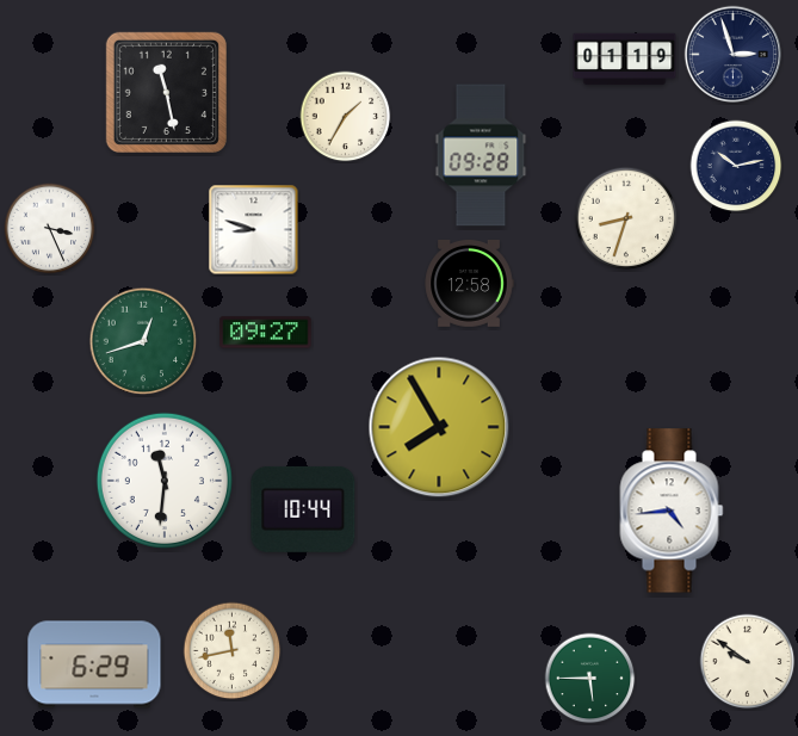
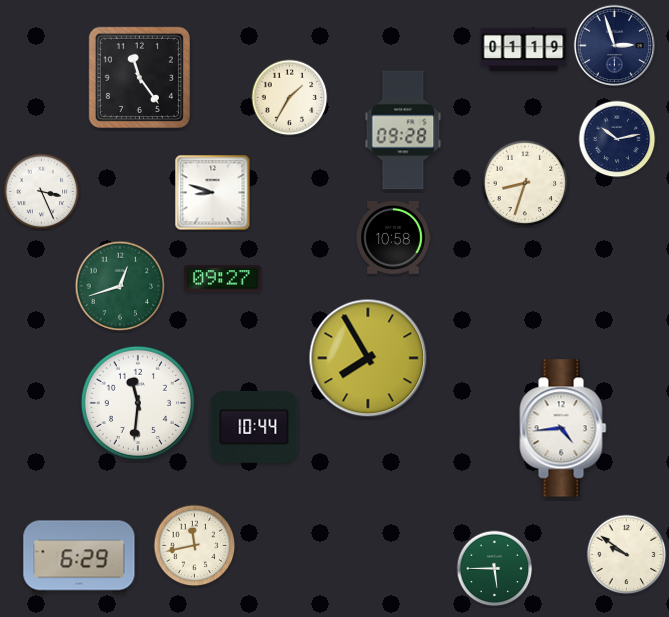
clock at (166, 92): 11:28 -> 11:24
clock at (469, 284): 12:58 -> 10:58
